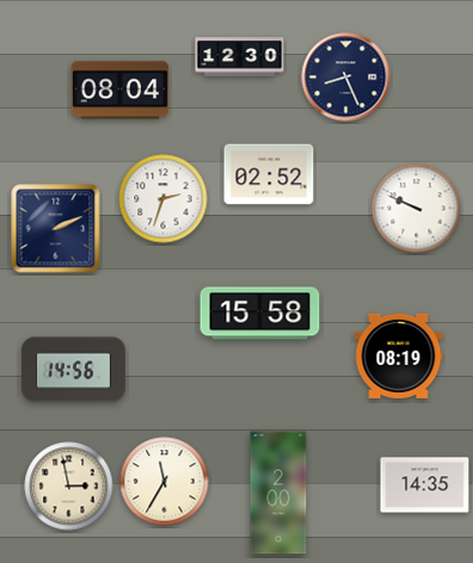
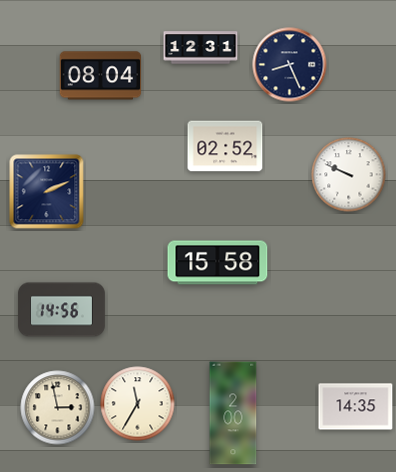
clock at (240, 57): 12:30 -> 12:31
clock at (164, 199): 2:33 -> none
clock at (399, 355): 08:19 -> none
